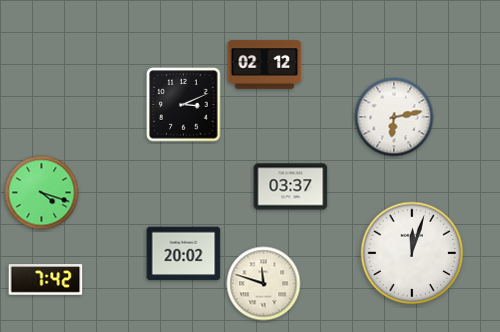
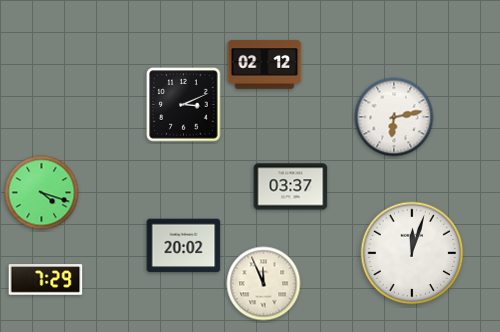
clock at (184, 254) position: (184, 254) -> (184, 246)
clock at (46, 280): 7:42 -> 7:29
clock at (264, 284): 11:48 -> 11:56
